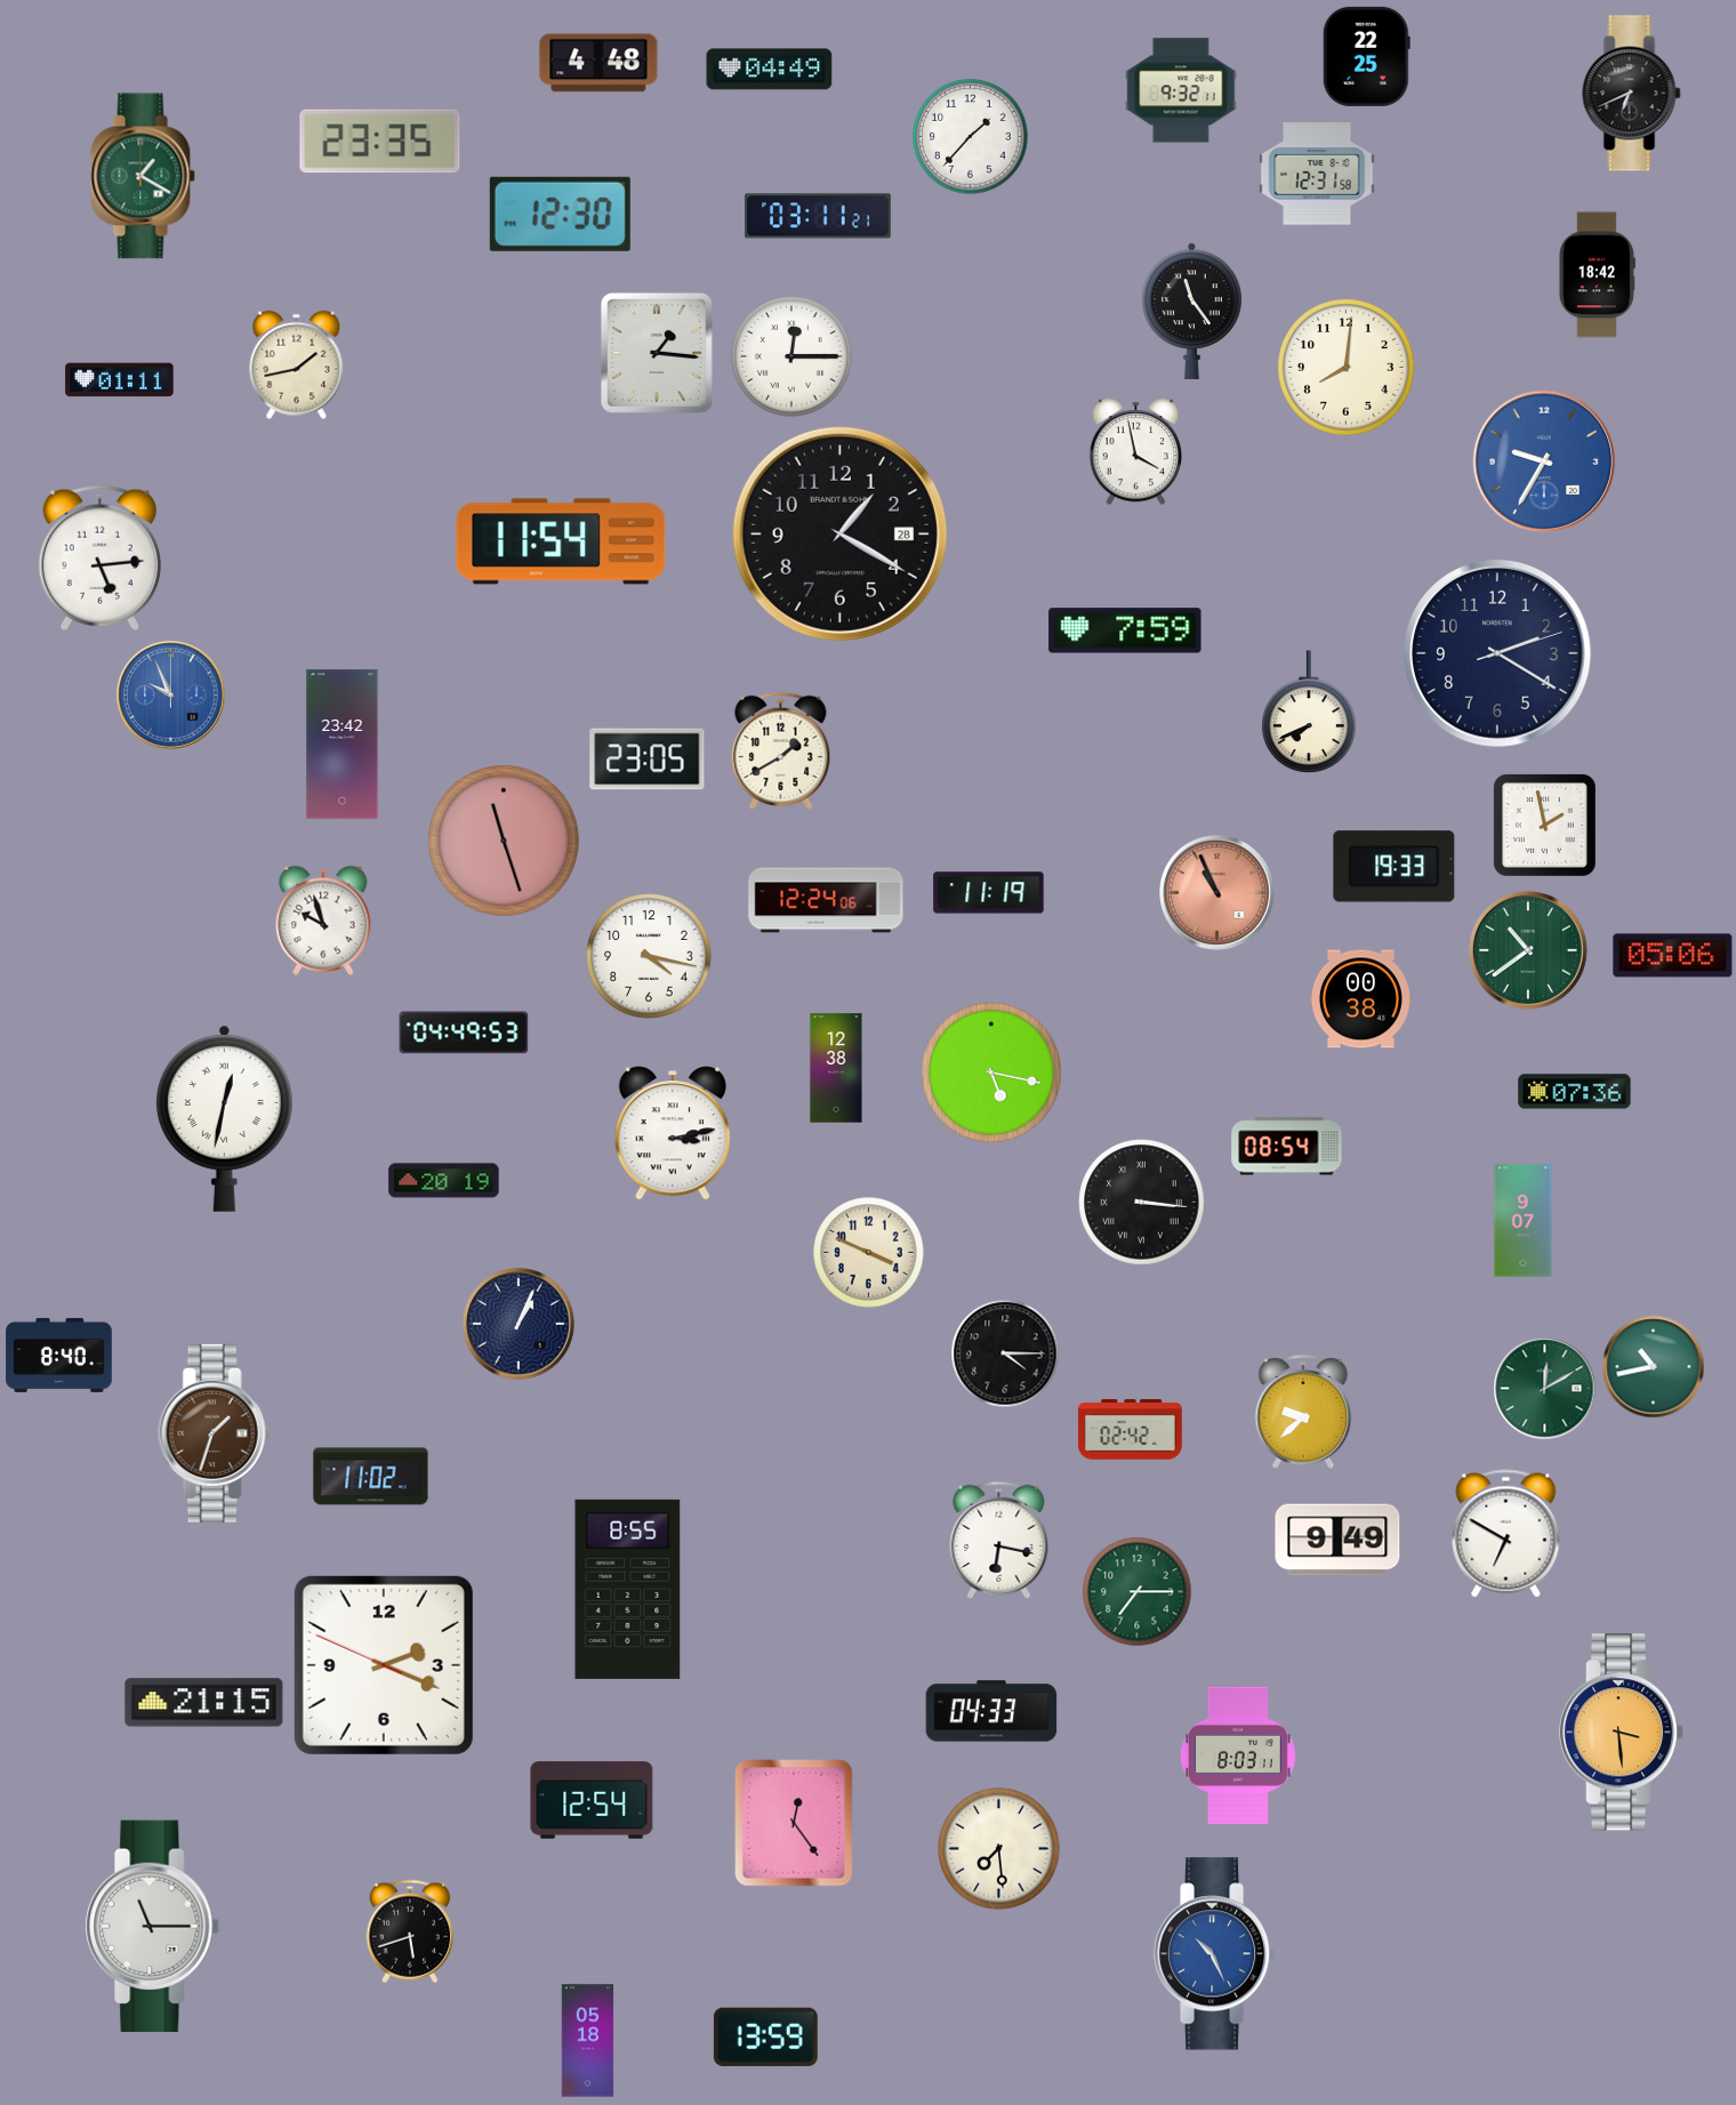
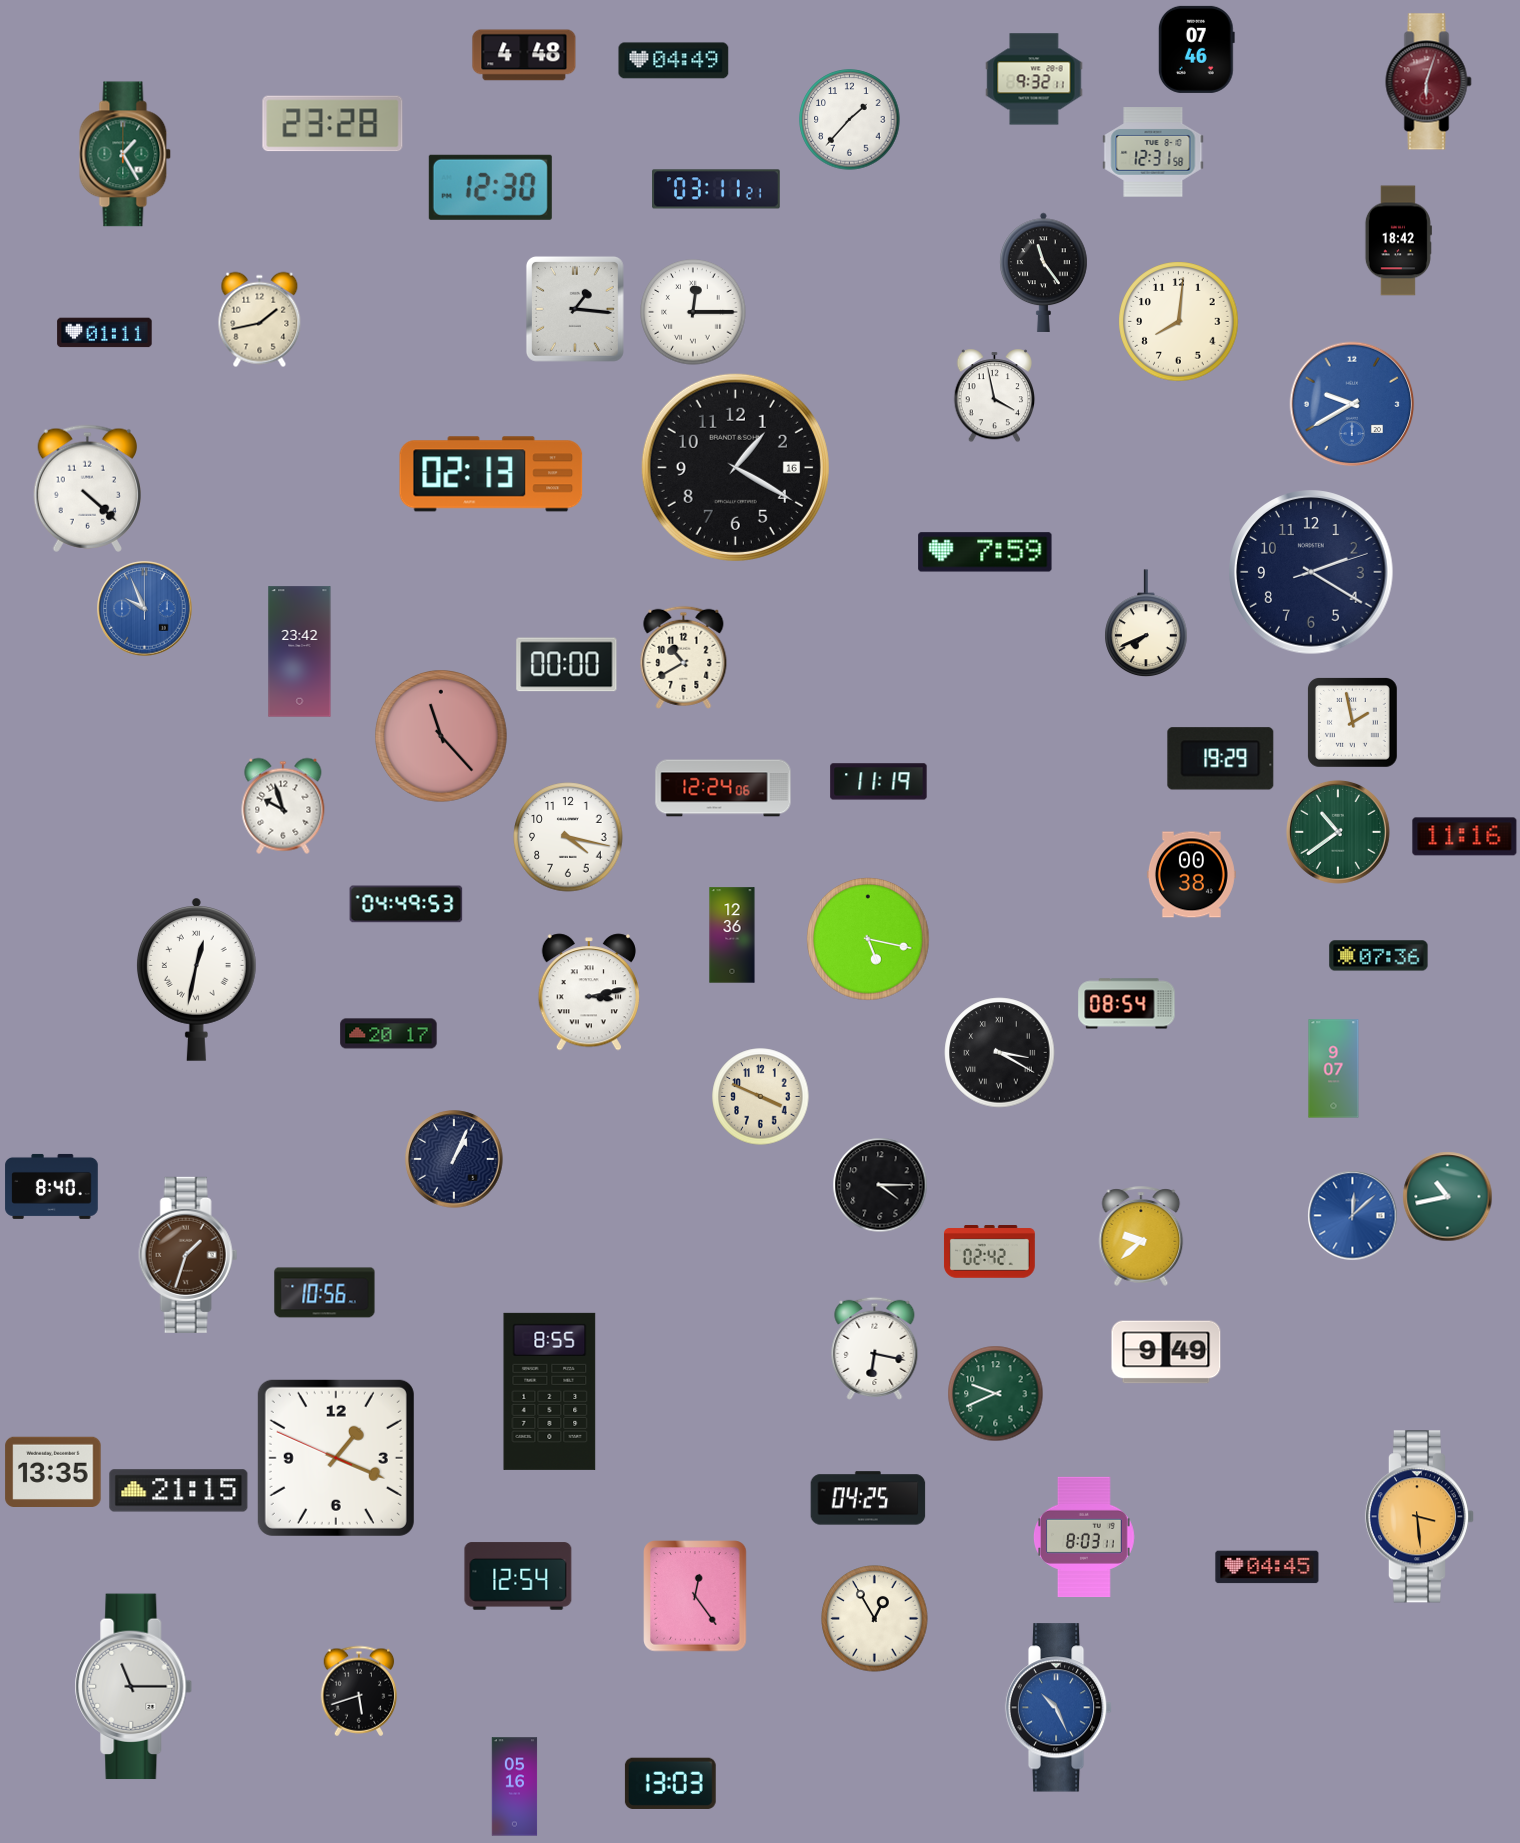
clock at (1366, 56): 22:25 -> 07:46
clock at (1632, 94): 6:41 -> 6:03
clock at (1632, 94) dial: black -> burgundy
clock at (380, 142): 23:35 -> 23:28
clock at (143, 176): 1:20 -> 1:25
clock at (1544, 461): 9:35 -> 9:40
clock at (839, 533) date: 28 -> 16
clock at (561, 541): 11:54 -> 02:13
clock at (99, 557): 5:14 -> 4:22
clock at (171, 696) position: (171, 696) -> (145, 609)
clock at (781, 750): 1:40 -> 10:40
clock at (648, 760): 23:05 -> 00:00
clock at (505, 842): 11:27 -> 11:23
clock at (1395, 867): 19:33 -> 19:29
clock at (989, 893) position: (989, 893) -> (879, 782)
clock at (1217, 893): 10:56 -> none
clock at (1673, 956): 05:06 -> 11:16
clock at (836, 1068): 12:38 -> 12:36
clock at (444, 1181): 20:19 -> 20:17
clock at (1142, 1203): 3:16 -> 3:20
clock at (1545, 1389): 12:10 -> 12:08
clock at (1545, 1389) dial: green -> blue
clock at (371, 1477): 11:02 -> 10:56
clock at (1506, 1534): 6:50 -> none
clock at (1337, 1540) position: (1337, 1540) -> (1166, 1352)
clock at (1138, 1592): 7:15 -> 9:41
clock at (384, 1665): 2:18 -> 1:18
clock at (53, 1472): none -> 13:35
clock at (991, 1711): 04:33 -> 04:25
clock at (1267, 1567): none -> 04:45
clock at (999, 1849): 7:29 -> 12:55
clock at (1215, 1954) position: (1215, 1954) -> (1059, 1708)
clock at (765, 2036): 13:59 -> 13:03
clock at (588, 2041): 05:18 -> 05:16
